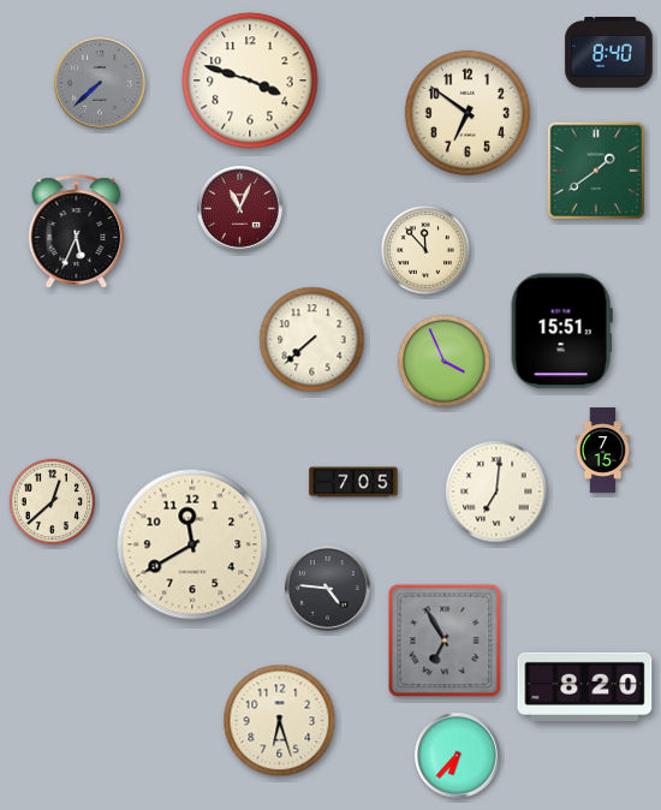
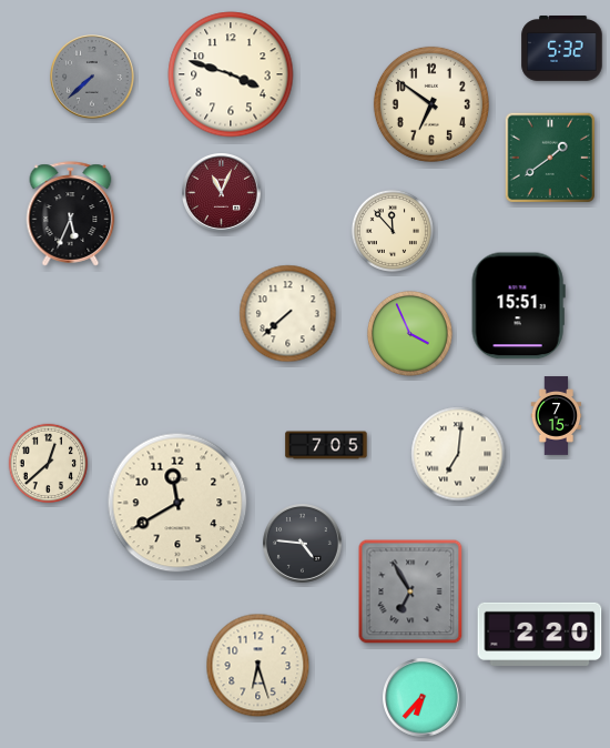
clock at (609, 53): 8:40 -> 5:32
clock at (585, 686): 8:20 -> 2:20
